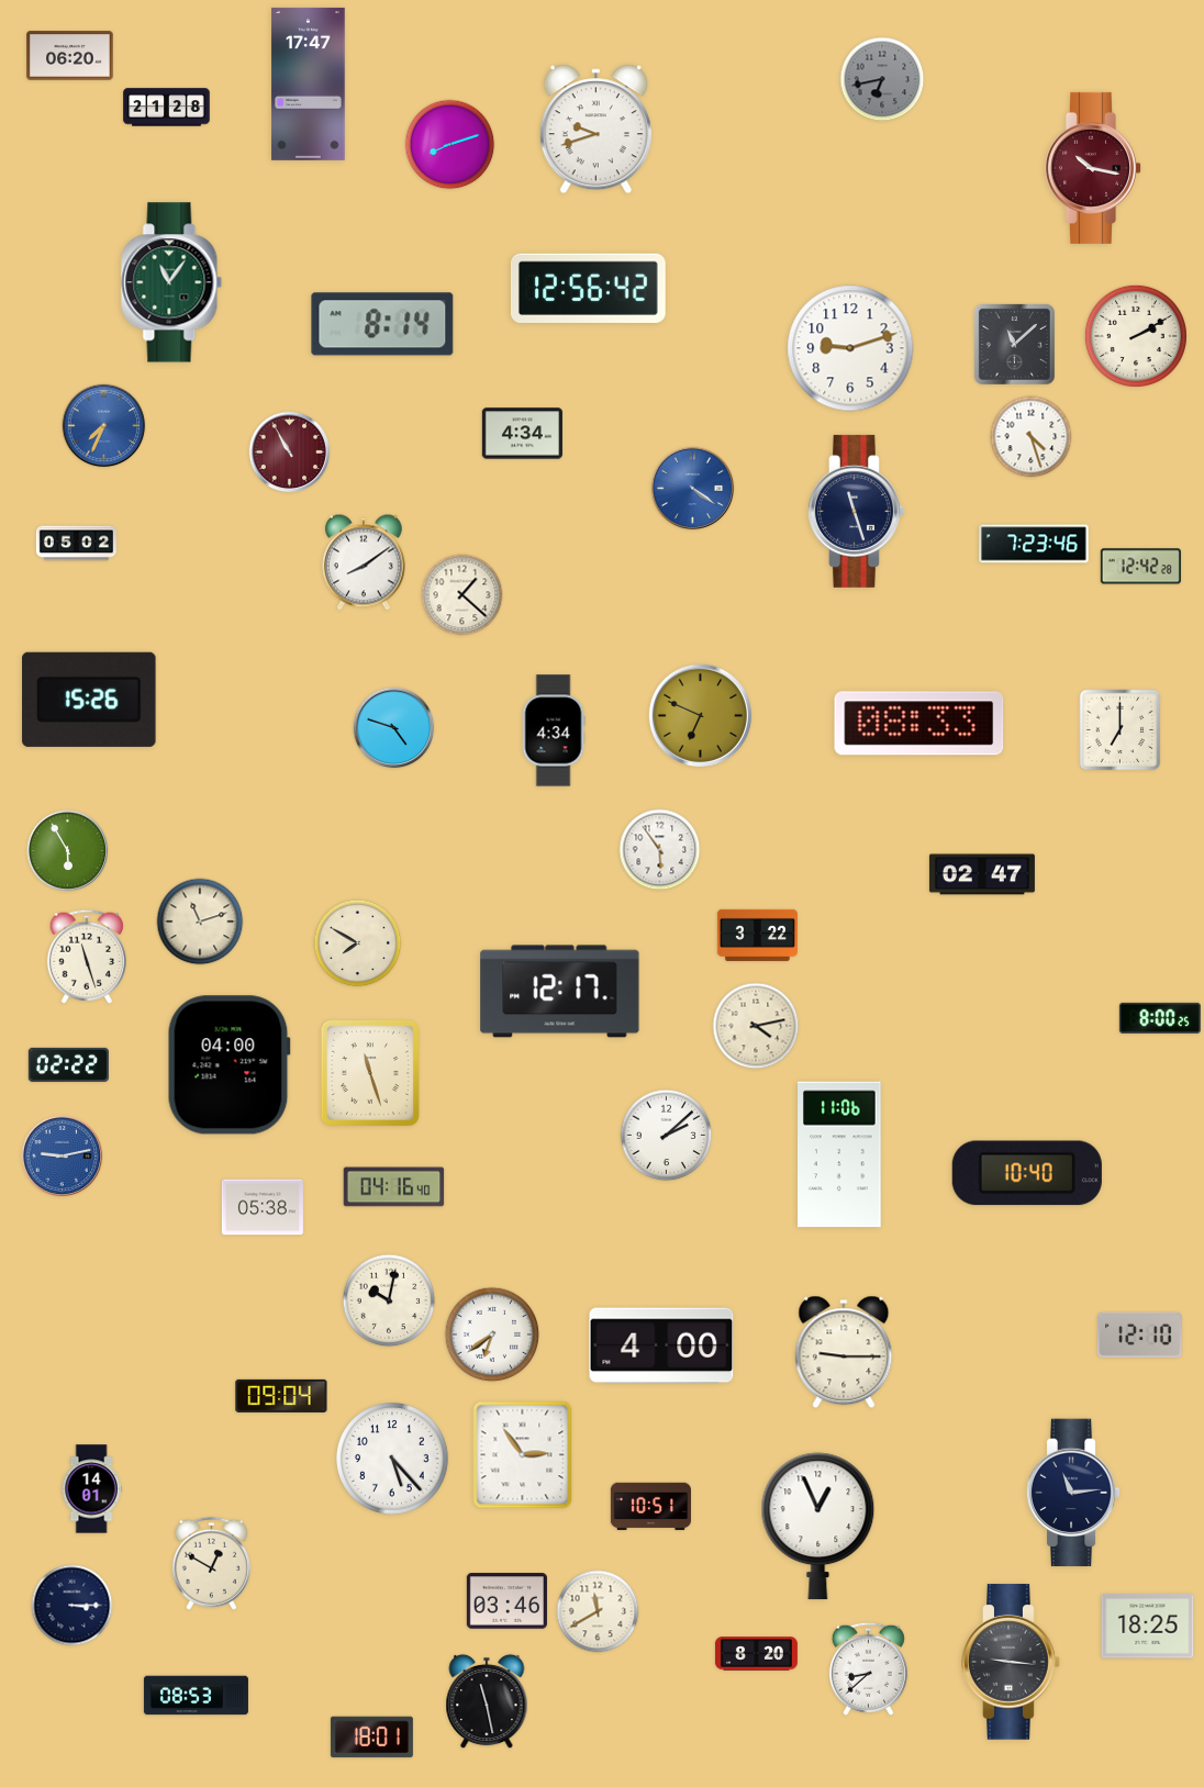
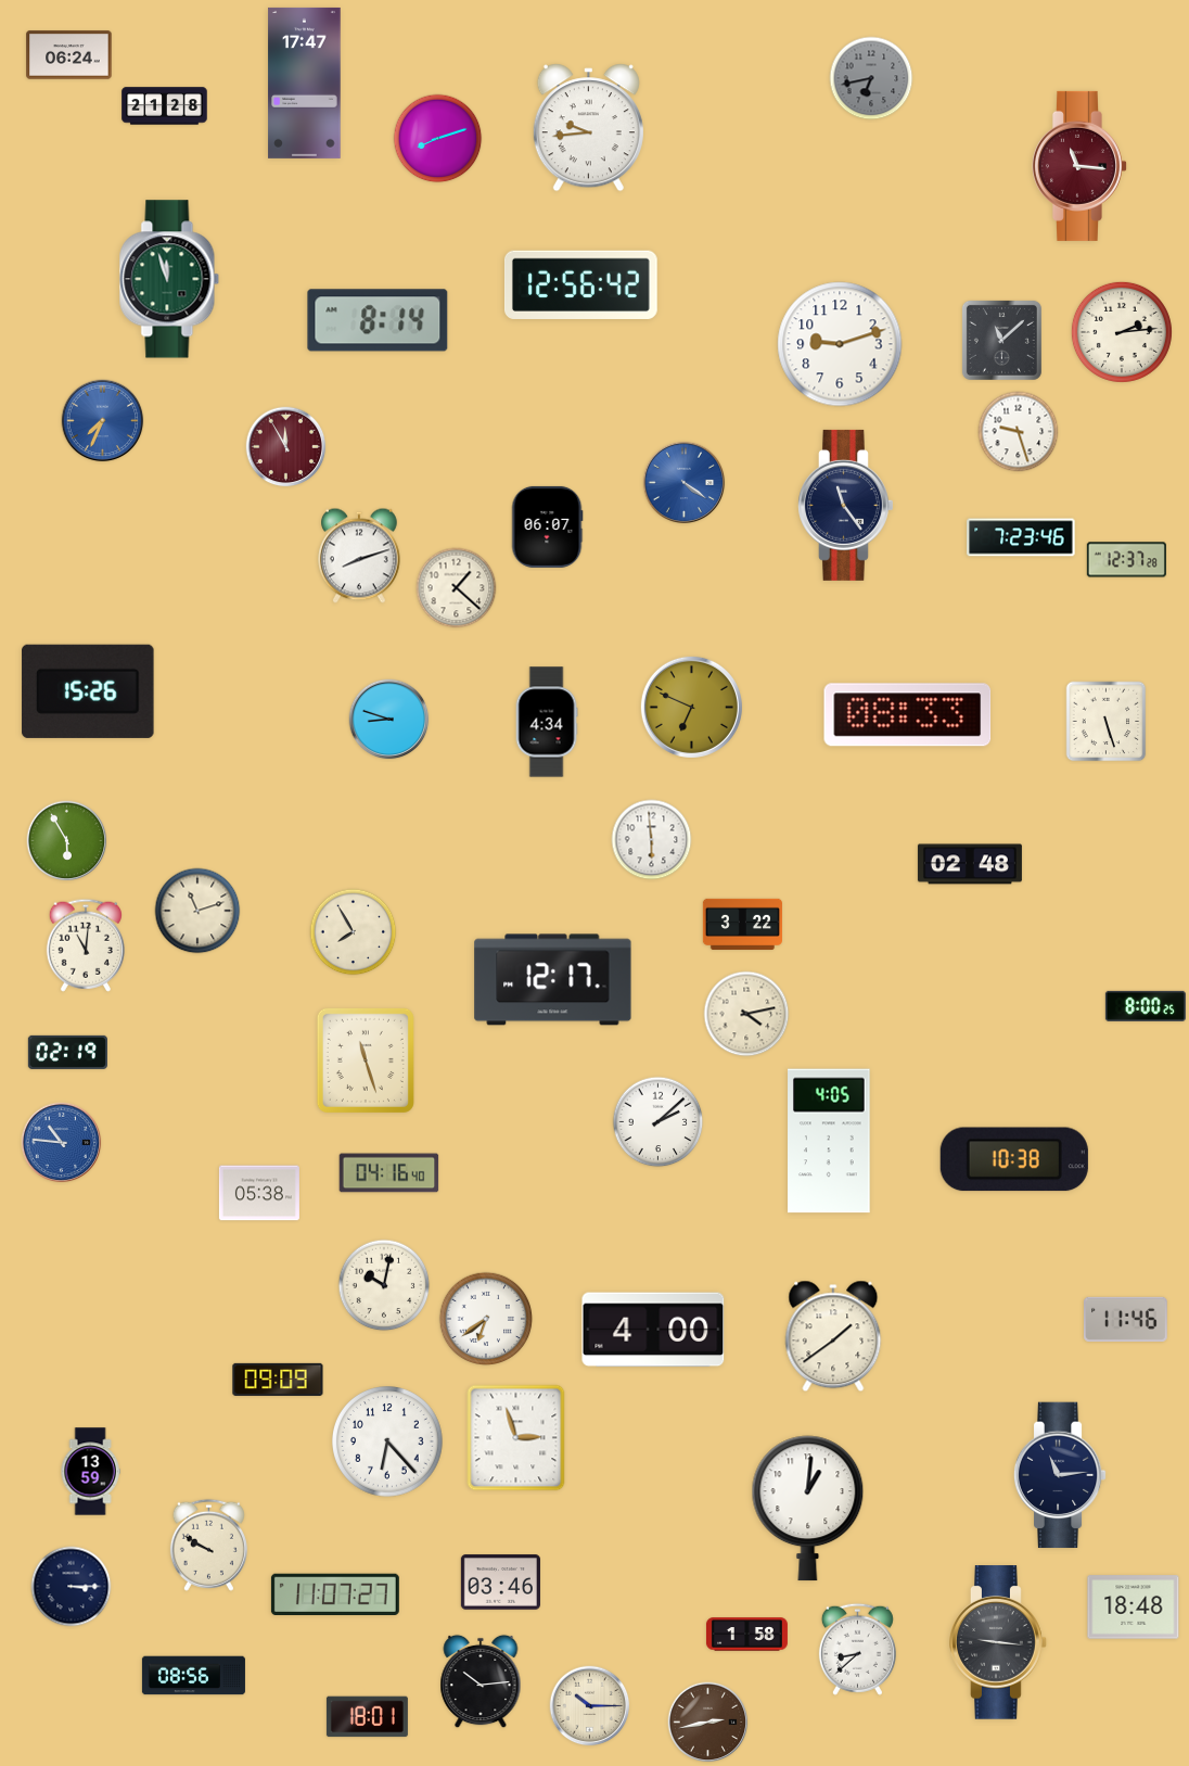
clock at (70, 56): 06:20 -> 06:24
clock at (595, 130): 9:42 -> 9:44
clock at (450, 145) position: (450, 145) -> (438, 139)
clock at (1093, 168): 10:17 -> 11:16
clock at (171, 282): 11:06 -> 11:57
clock at (1136, 336): 2:10 -> 2:14
clock at (522, 434): 4:34 -> none
clock at (1032, 437): 4:27 -> 9:27
clock at (290, 453): 10:55 -> 11:55
clock at (857, 511): 11:27 -> 11:24
clock at (547, 526): none -> 06:07
clock at (76, 544): 05:02 -> none
clock at (365, 562): 8:09 -> 8:12
clock at (1140, 567): 12:42 -> 12:37
clock at (394, 728): 4:48 -> 8:48
clock at (1121, 730): 7:00 -> 5:27
clock at (660, 850): 5:54 -> 5:59
clock at (982, 874): 02:47 -> 02:48
clock at (757, 935) position: (757, 935) -> (742, 924)
clock at (358, 943): 7:50 -> 7:55
clock at (87, 957): 11:27 -> 11:01
clock at (68, 1064): 02:22 -> 02:19
clock at (228, 1065): 04:00 -> none
clock at (839, 1154): 11:06 -> 4:05
clock at (63, 1157): 9:13 -> 10:46
clock at (1027, 1173): 10:40 -> 10:38
clock at (1140, 1334): 12:10 -> 11:46
clock at (844, 1352): 9:15 -> 1:39
clock at (281, 1396): 09:04 -> 09:09
clock at (523, 1455): 2:54 -> 2:57
clock at (393, 1460): 5:23 -> 6:23
clock at (91, 1489): 14:01 -> 13:59
clock at (650, 1507): 10:51 -> none
clock at (818, 1527): 12:56 -> 1:01
clock at (211, 1563): 12:50 -> 9:50
clock at (598, 1611): 11:40 -> none
clock at (335, 1593): none -> 11:07
clock at (1148, 1627): 18:25 -> 18:48
clock at (756, 1654): 8:20 -> 1:58
clock at (196, 1696): 08:53 -> 08:56
clock at (487, 1701): 11:28 -> 10:14
clock at (590, 1706): none -> 10:15
clock at (708, 1723): none -> 2:43
